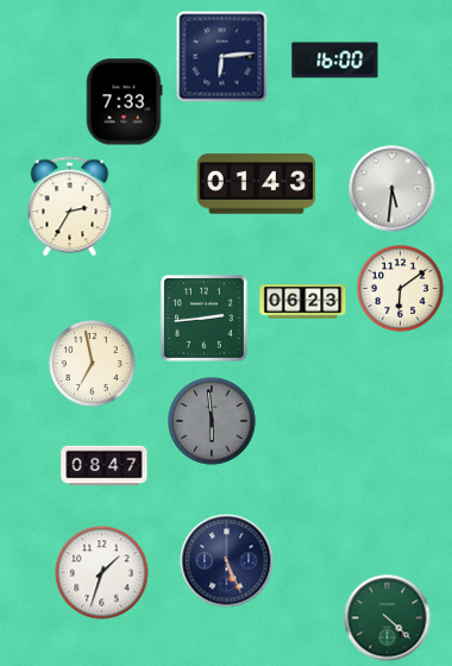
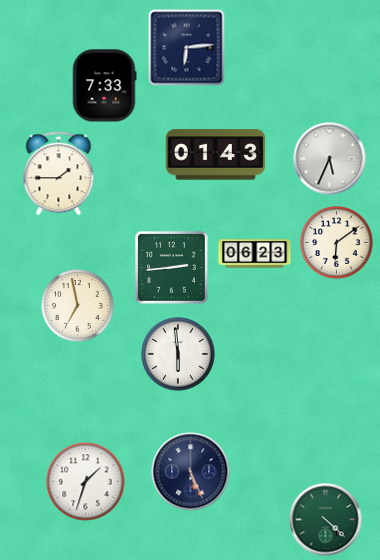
clock at (335, 61): 16:00 -> none
clock at (393, 189): 5:31 -> 5:34
clock at (70, 207): 2:35 -> 1:45
clock at (212, 421) dial: grey -> white
clock at (105, 466): 08:47 -> none
